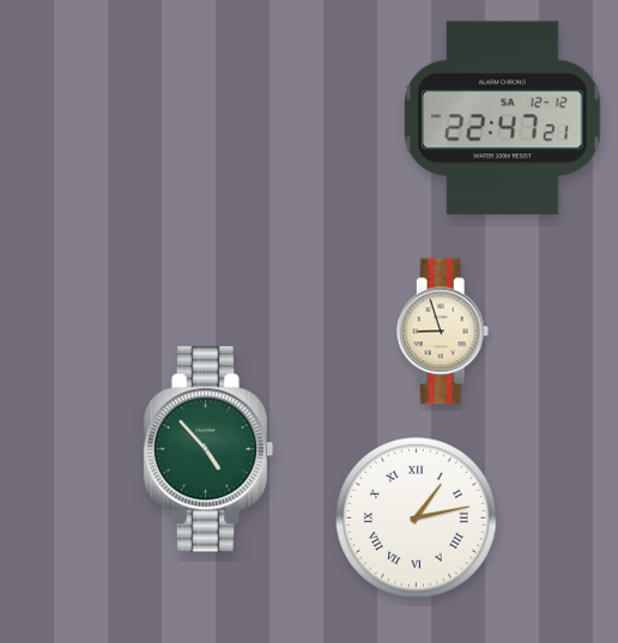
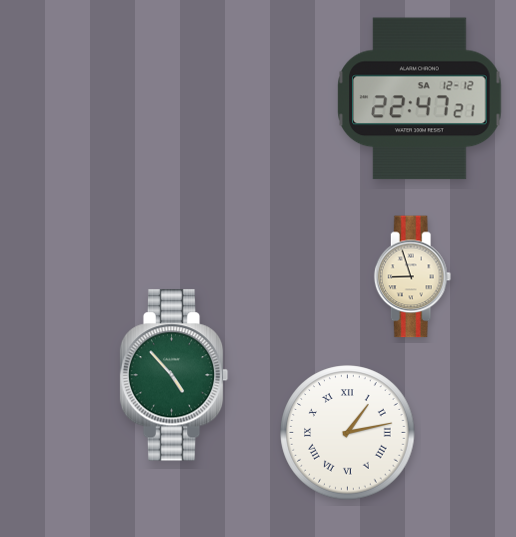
clock at (443, 332) position: (443, 332) -> (413, 277)
